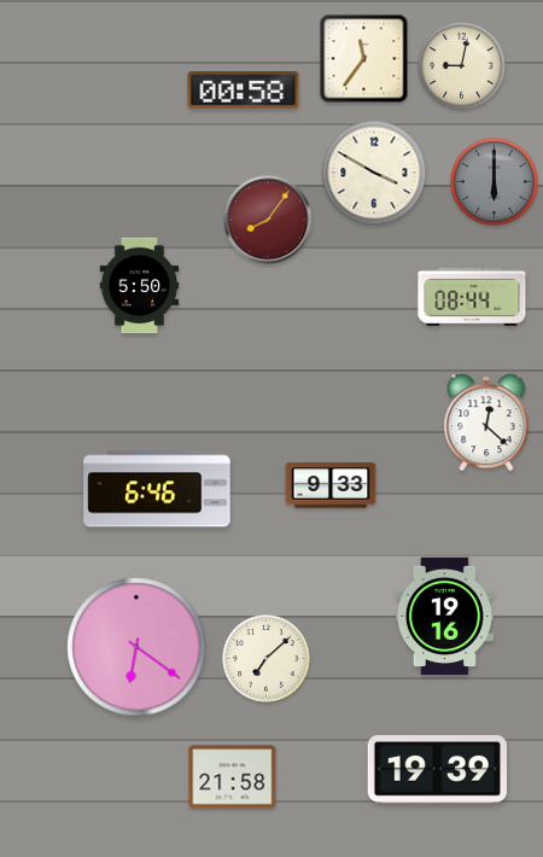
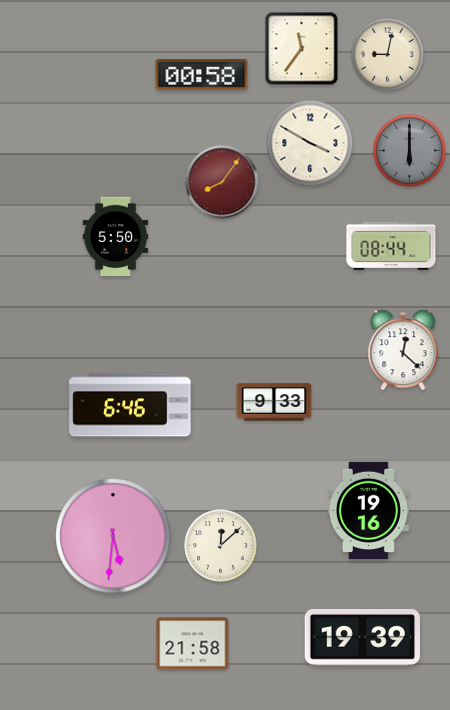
clock at (462, 66) position: (462, 66) -> (388, 55)
clock at (136, 647): 6:21 -> 5:31
clock at (267, 659): 7:08 -> 12:08
